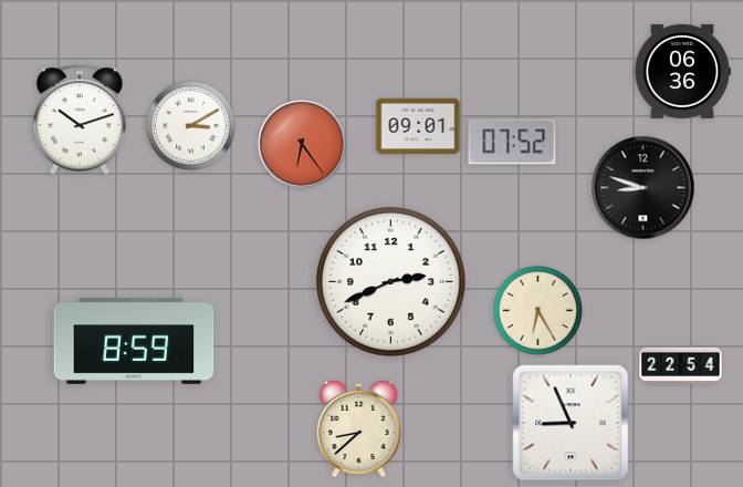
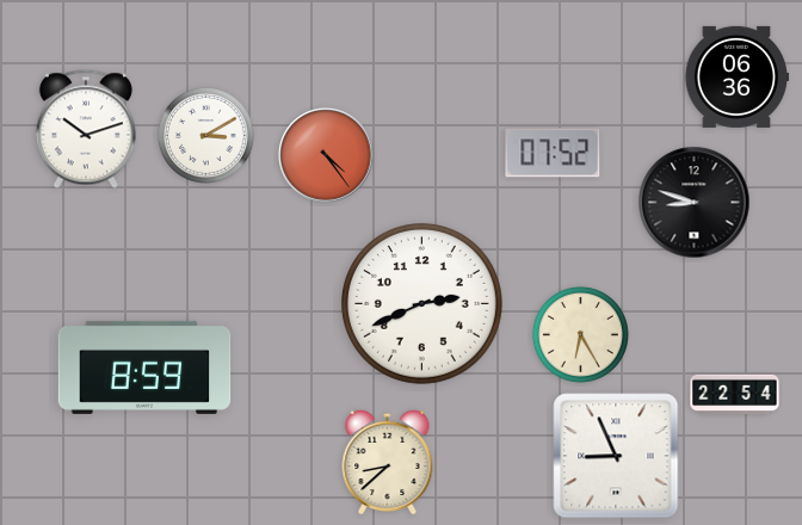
clock at (418, 126): 09:01 -> none
clock at (302, 144): 6:24 -> 4:24
